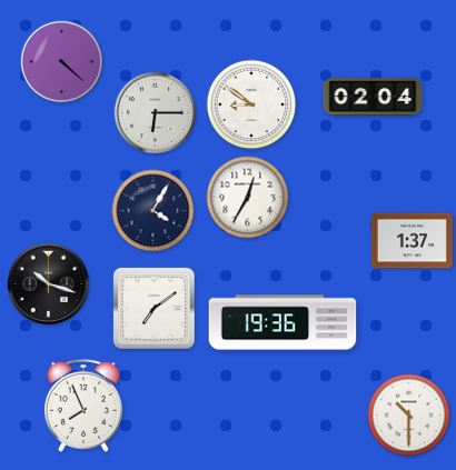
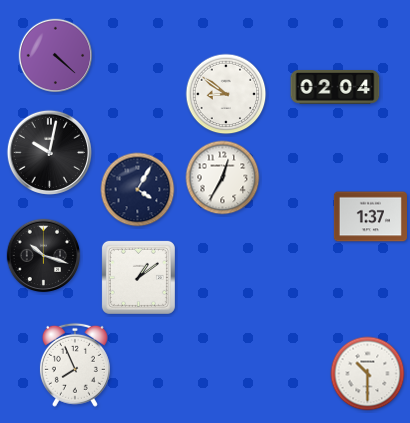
clock at (156, 113): 6:15 -> none
clock at (49, 152): none -> 10:02
clock at (153, 308): 7:09 -> 1:09
clock at (282, 322): 19:36 -> none
